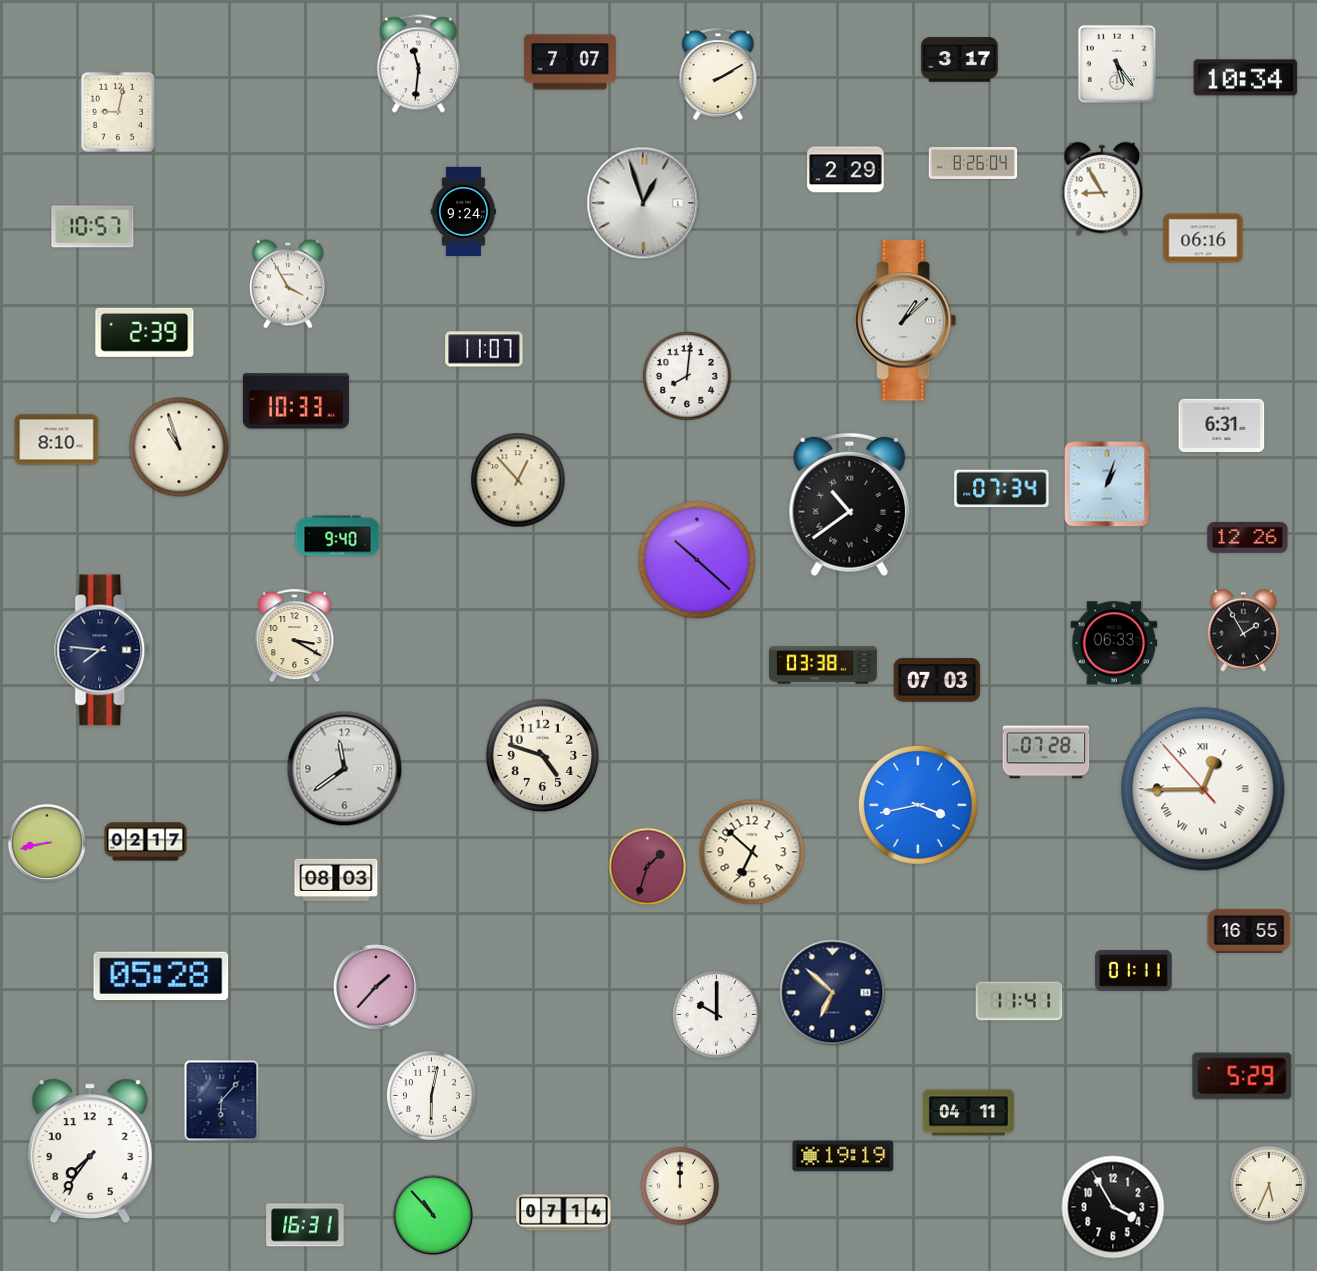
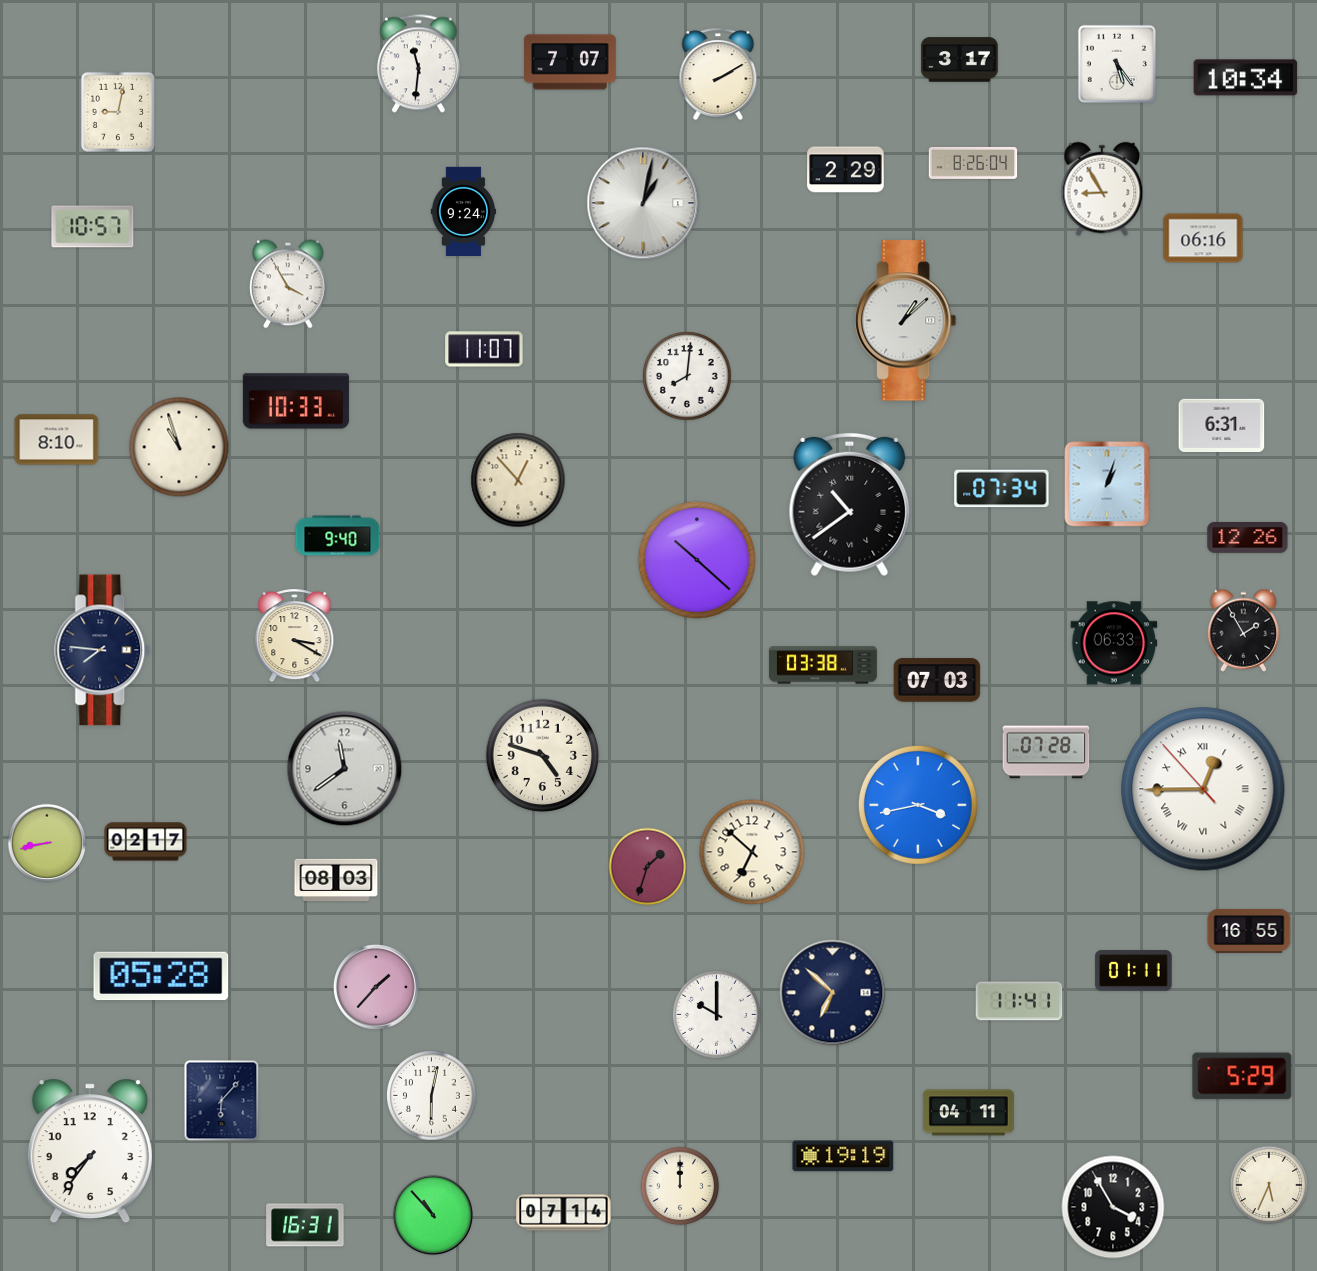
clock at (643, 203): 12:57 -> 1:02
clock at (145, 332): 2:39 -> none
